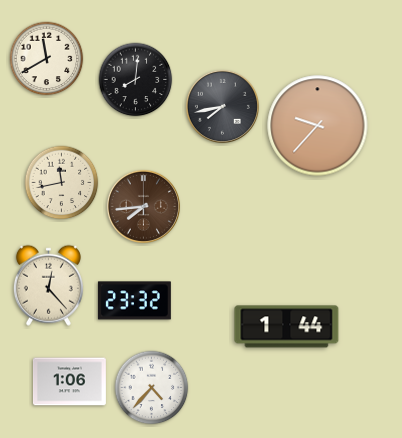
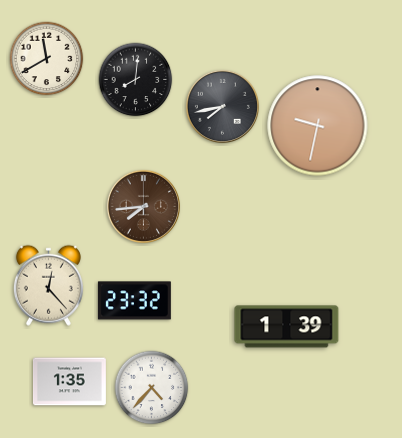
clock at (318, 126): 9:37 -> 9:32
clock at (62, 183): 11:43 -> none
clock at (287, 327): 1:44 -> 1:39
clock at (69, 382): 1:06 -> 1:35
